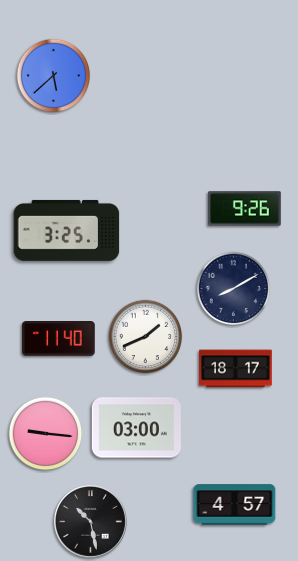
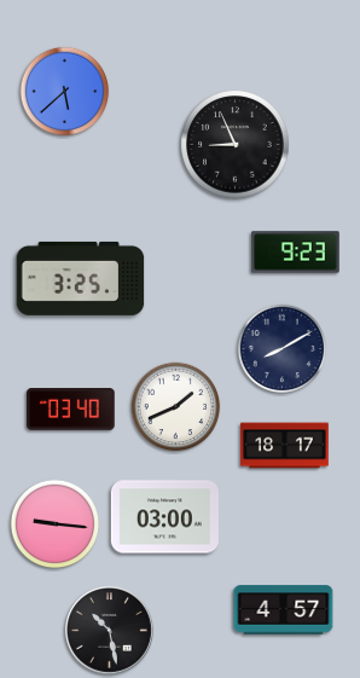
clock at (236, 145): none -> 8:56
clock at (245, 209): 9:26 -> 9:23
clock at (59, 339): 11:40 -> 03:40
